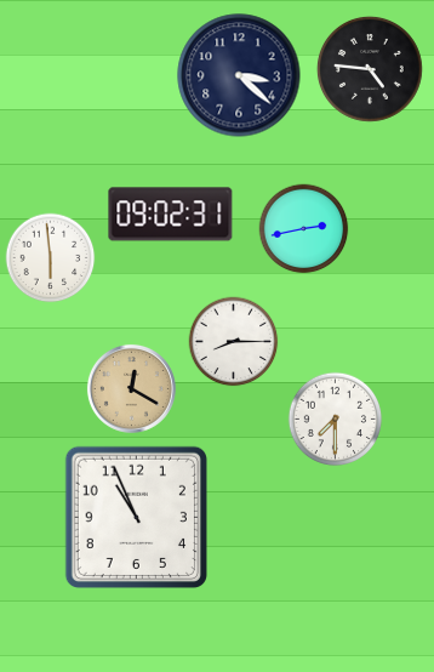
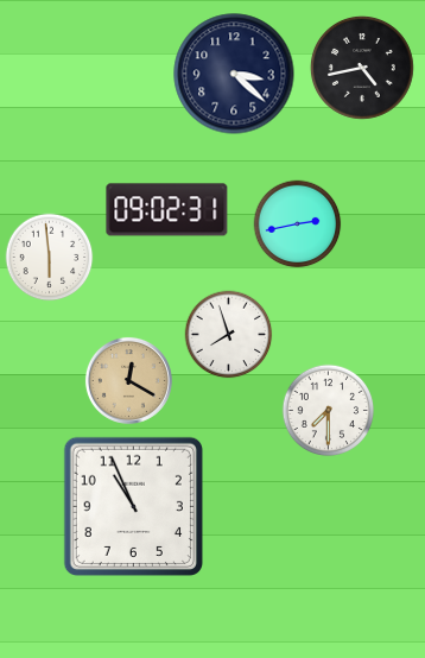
clock at (370, 69): 4:46 -> 4:43
clock at (51, 258) position: (51, 258) -> (50, 258)
clock at (234, 342): 8:15 -> 7:57
